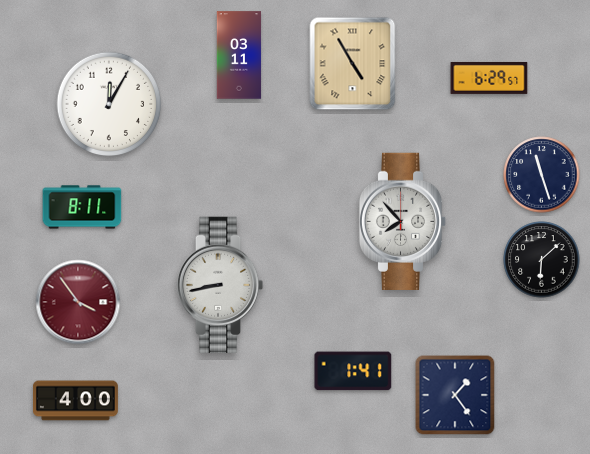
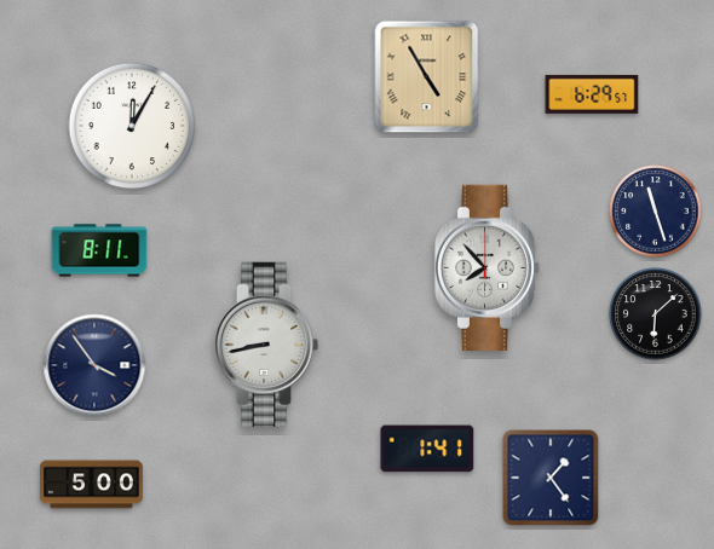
clock at (239, 55): 03:11 -> none
clock at (78, 302) dial: burgundy -> navy
clock at (76, 401): 4:00 -> 5:00
